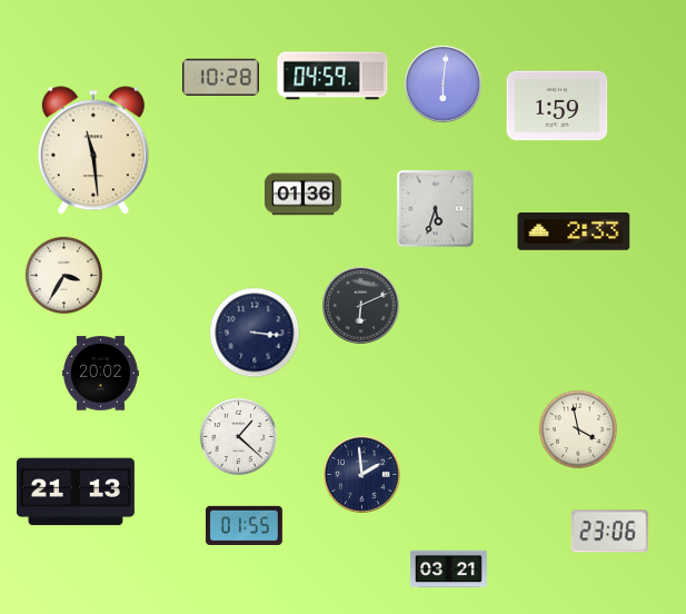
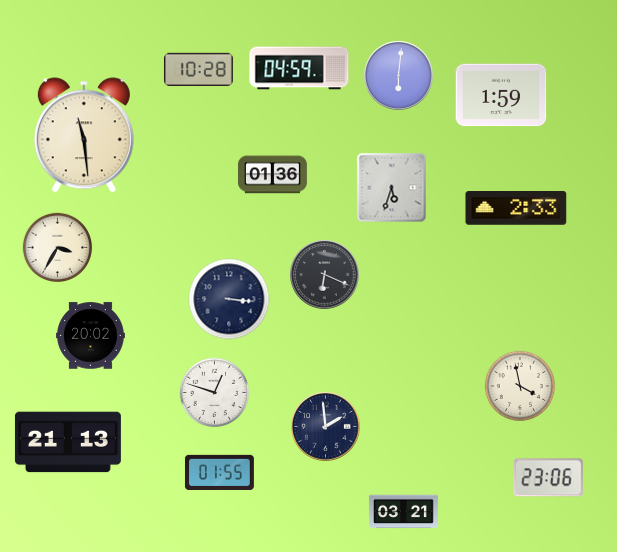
clock at (361, 306): 6:11 -> 6:19
clock at (239, 437): 1:22 -> 12:48
